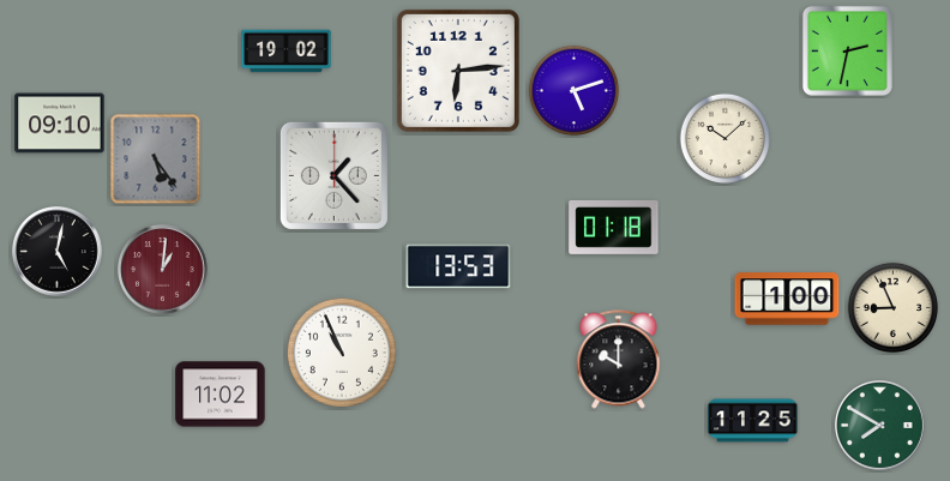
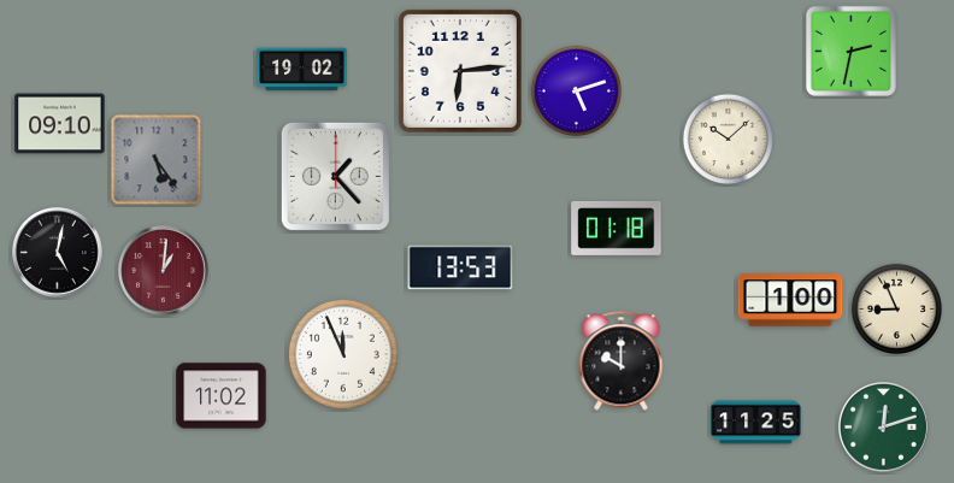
clock at (287, 52) position: (287, 52) -> (302, 70)
clock at (342, 353): 10:56 -> 11:56
clock at (880, 426): 7:50 -> 12:12
